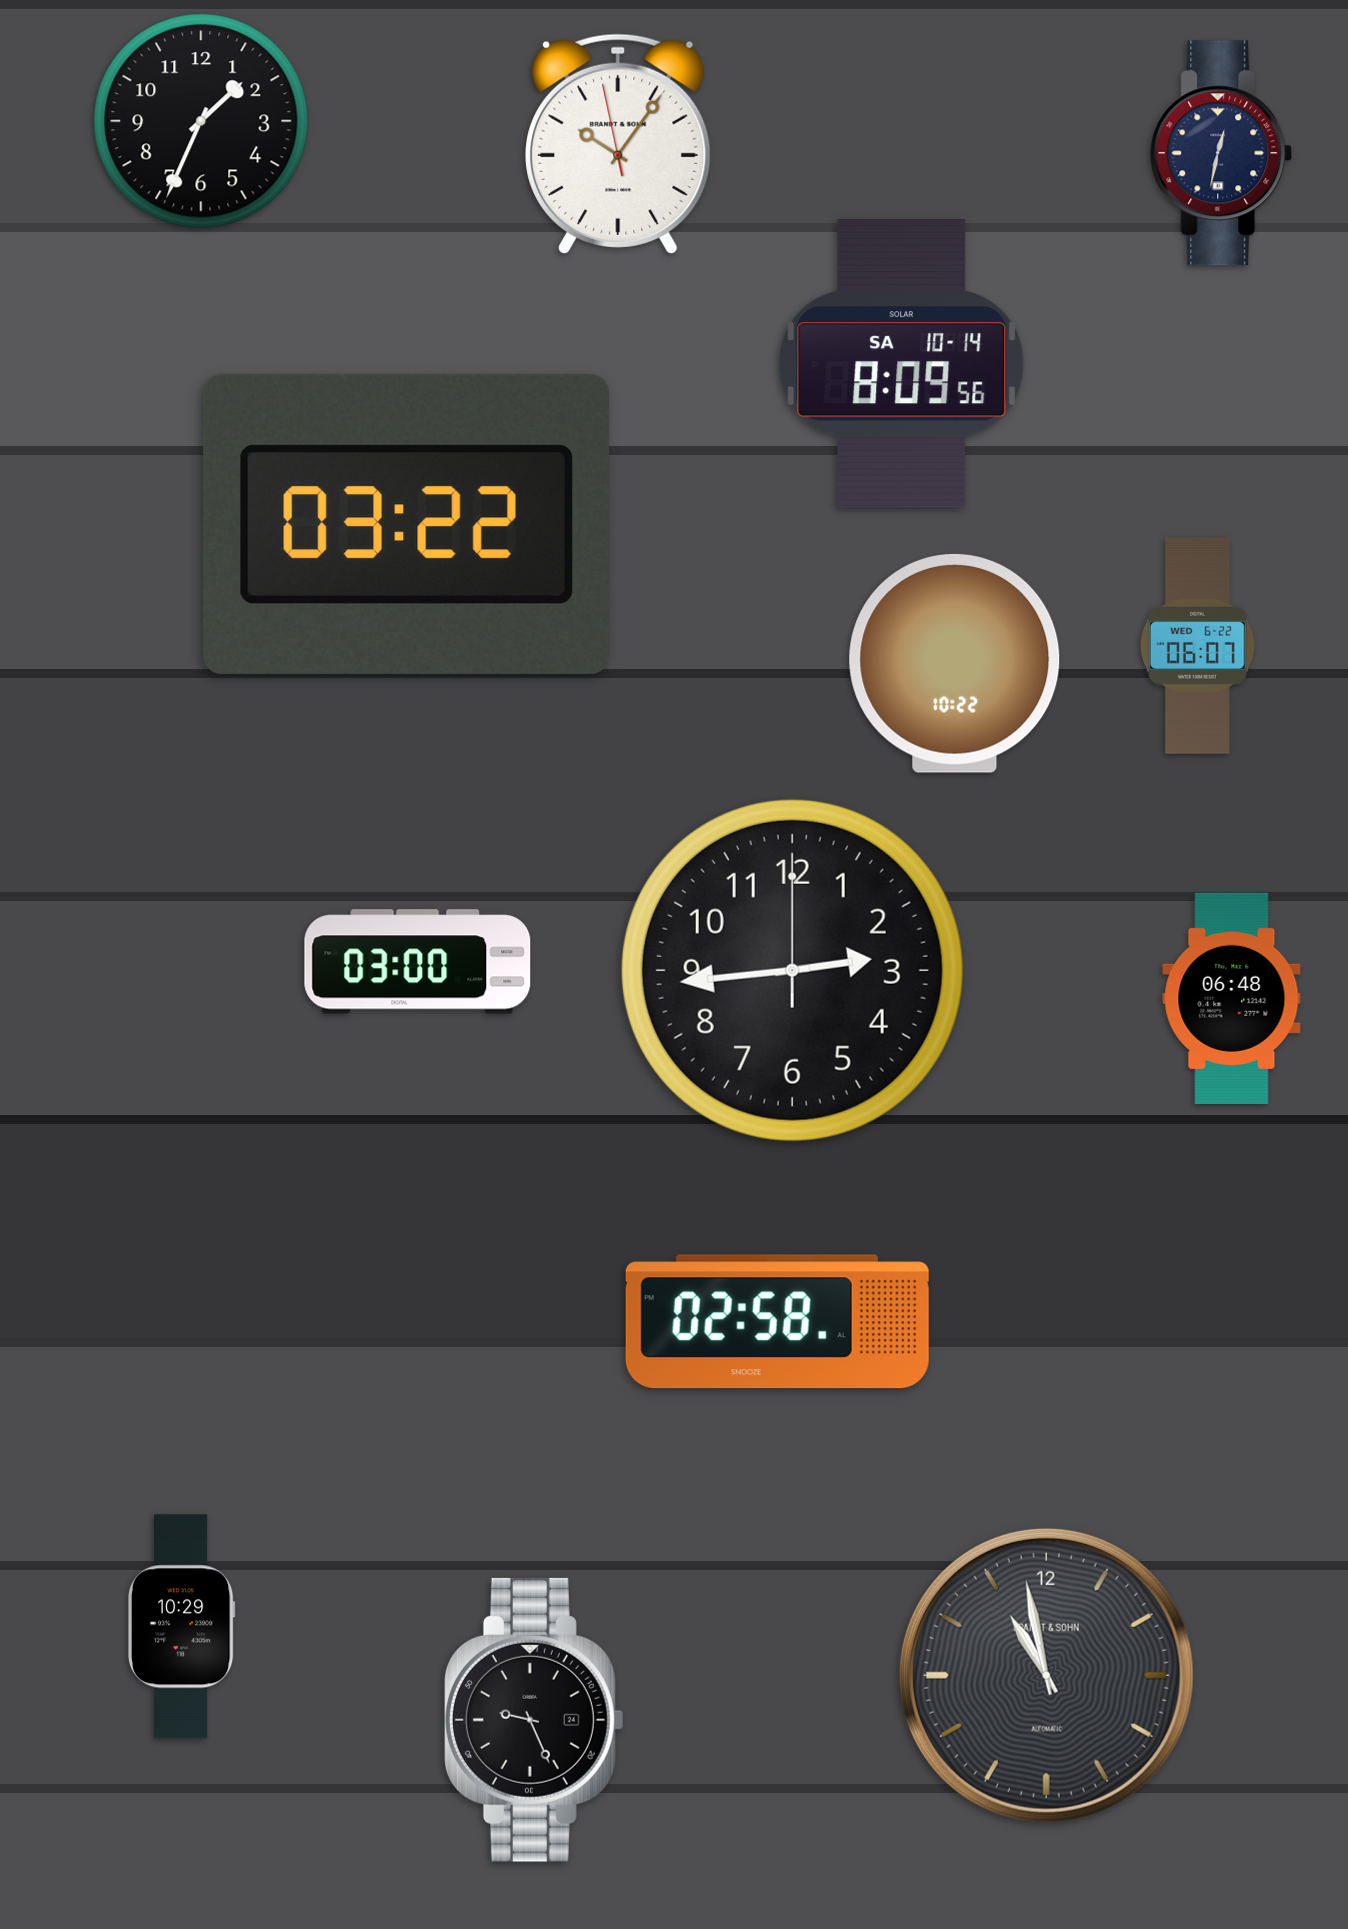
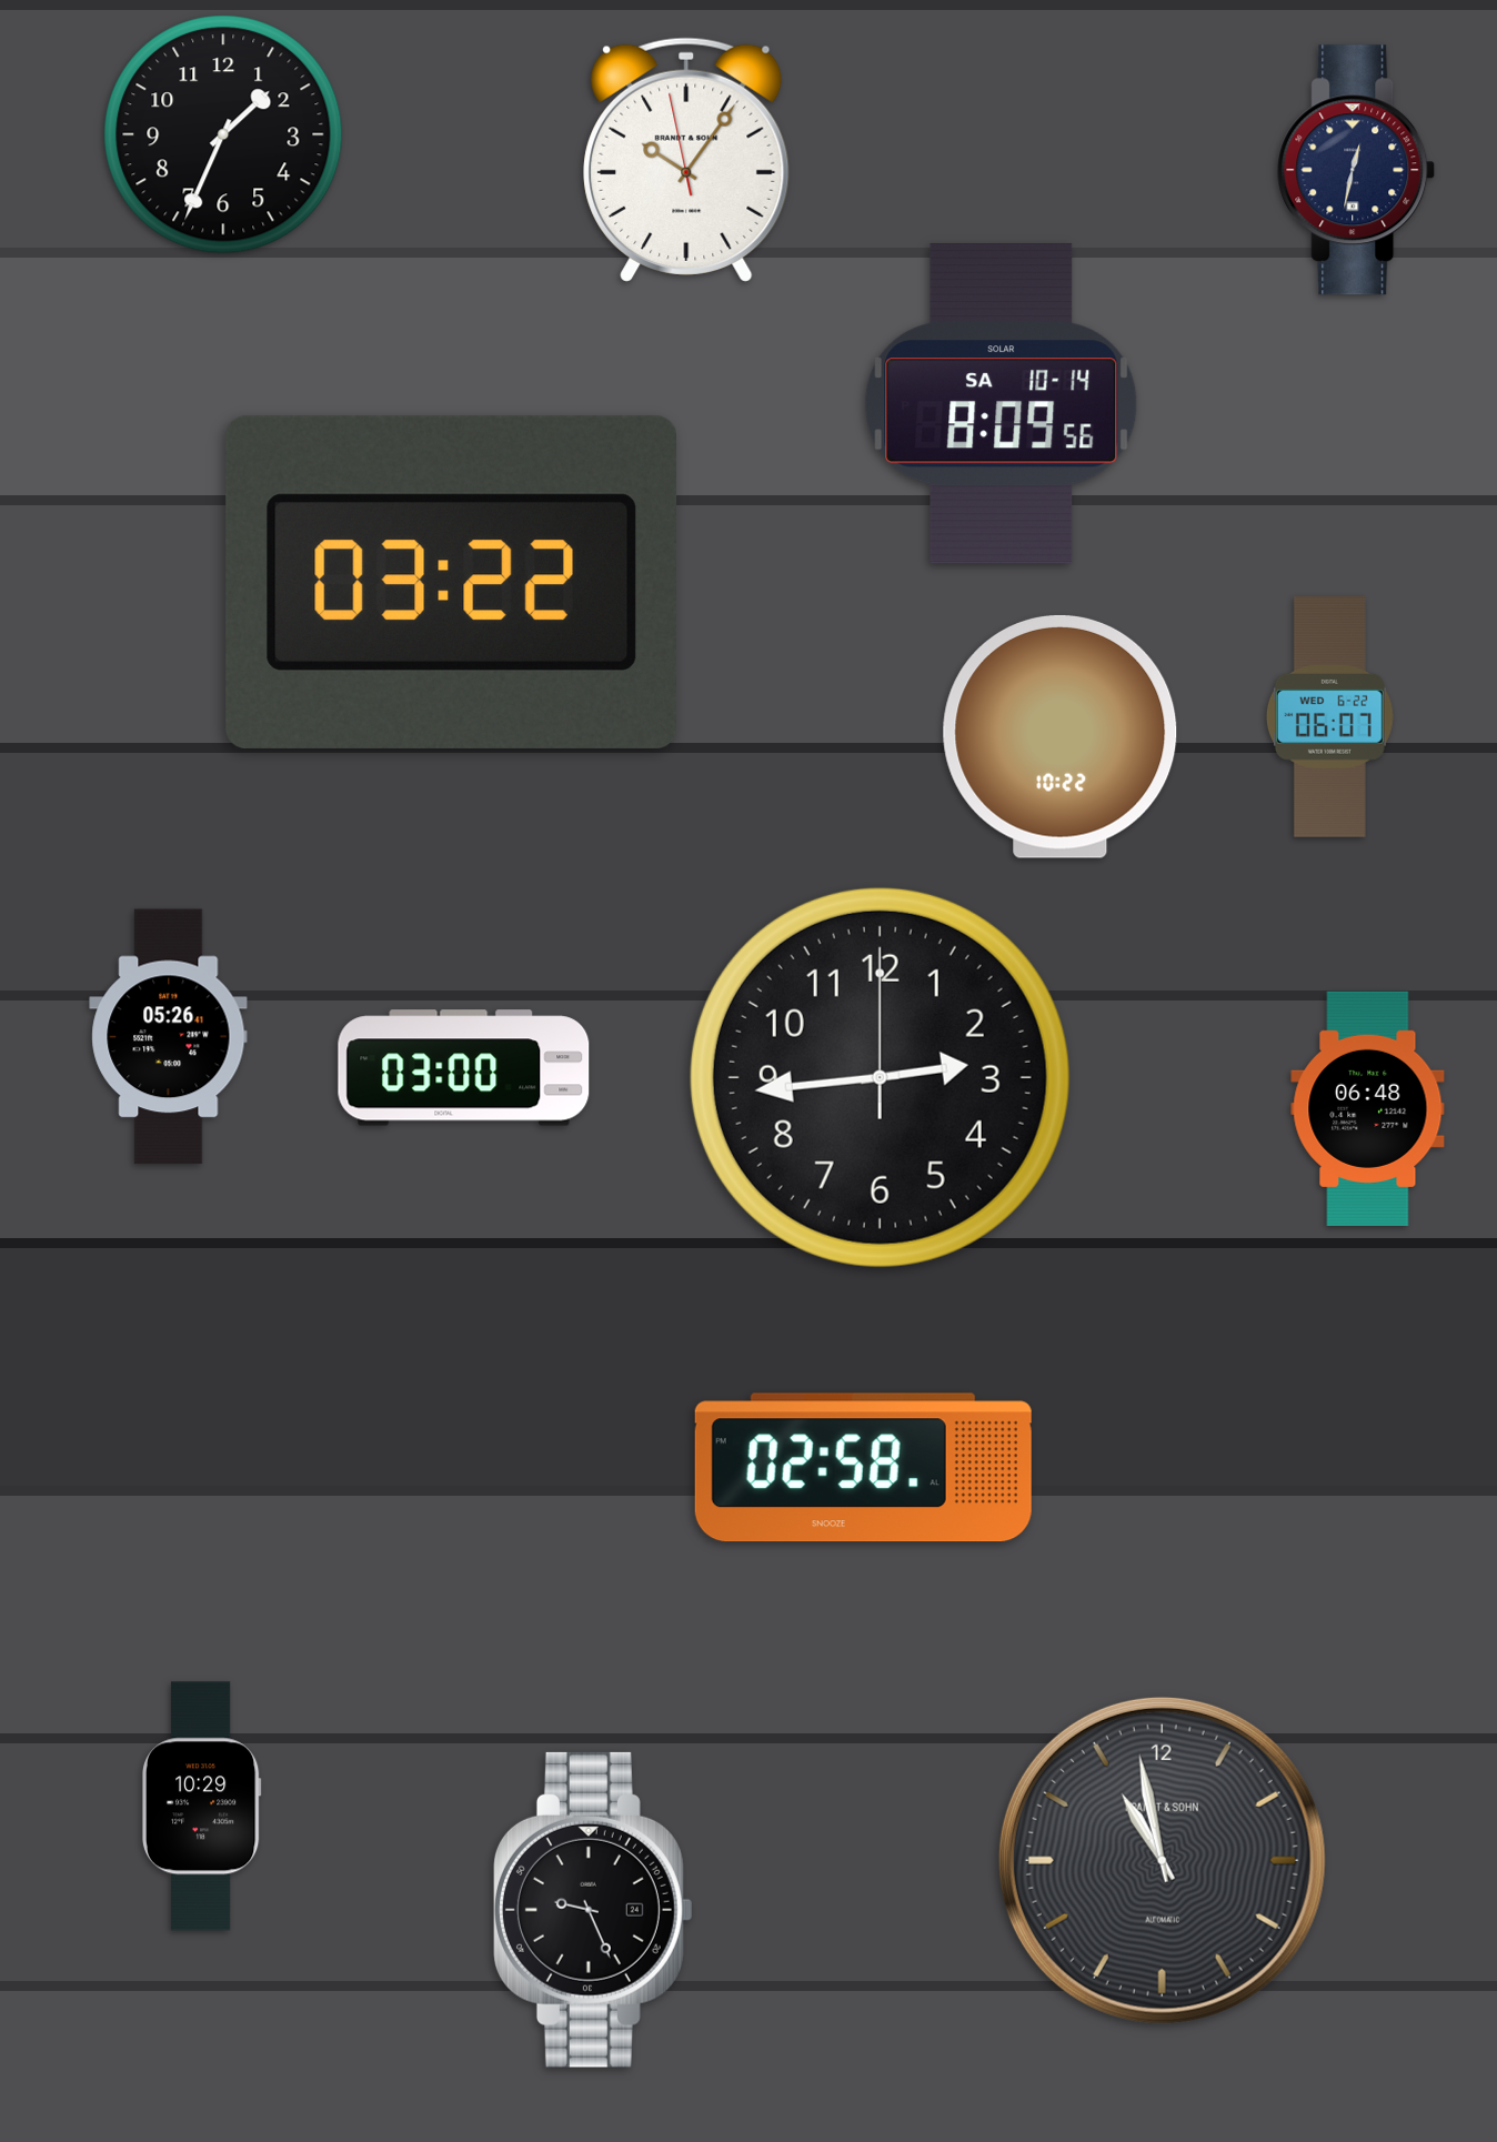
clock at (169, 1037): none -> 05:26
